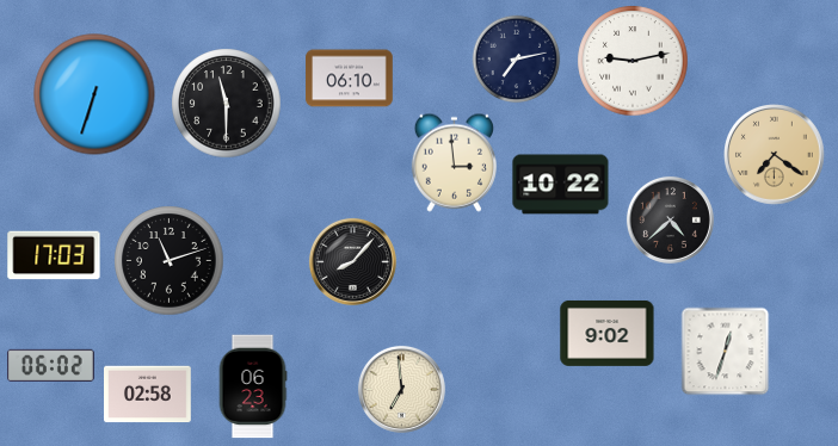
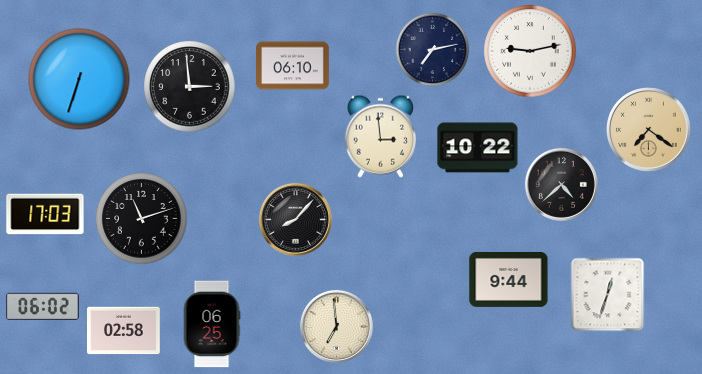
clock at (227, 104): 11:30 -> 2:59
clock at (561, 185) position: (561, 185) -> (478, 148)
clock at (608, 333): 9:02 -> 9:44
clock at (253, 386): 06:23 -> 06:25
